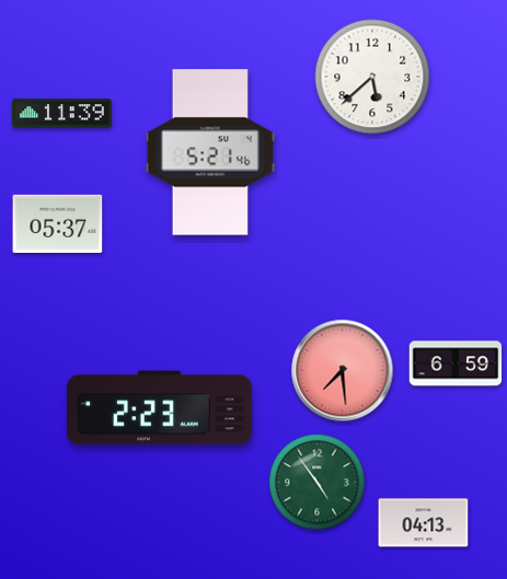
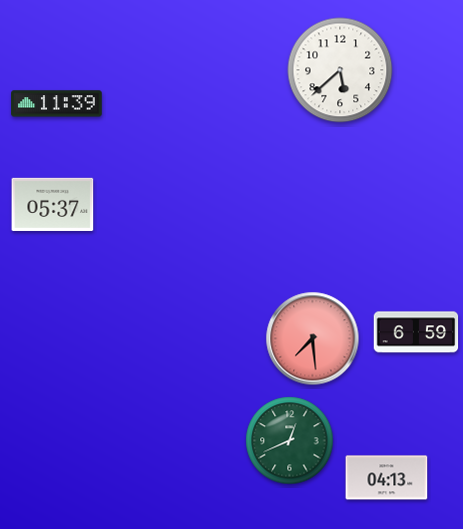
clock at (210, 152): 5:21 -> none
clock at (160, 408): 2:23 -> none
clock at (318, 483): 4:54 -> 12:41
